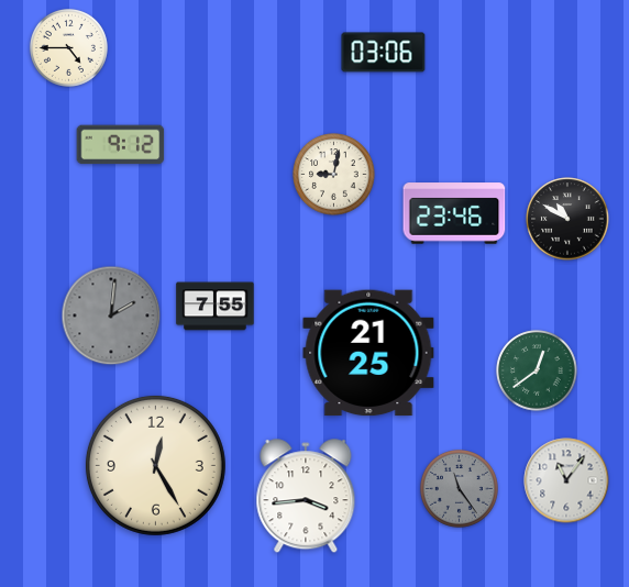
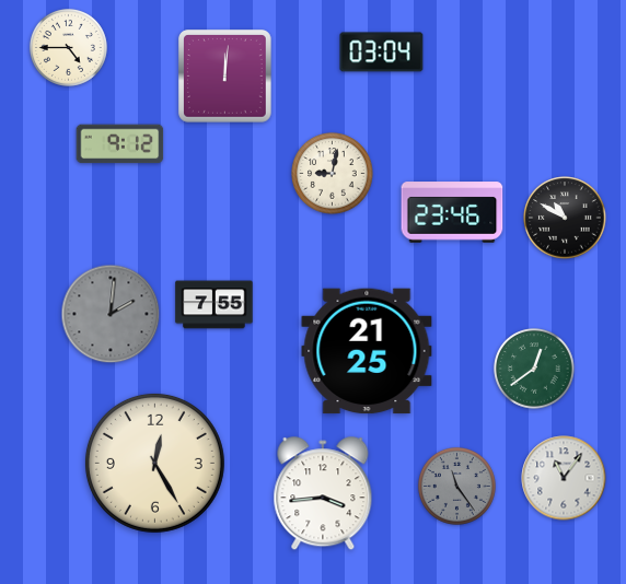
clock at (384, 53): 03:06 -> 03:04
clock at (225, 77): none -> 12:01
clock at (306, 497) position: (306, 497) -> (323, 494)
